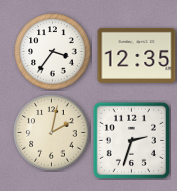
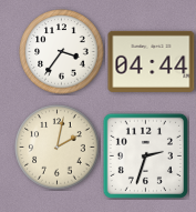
clock at (53, 52) position: (53, 52) -> (62, 52)
clock at (137, 55): 12:35 -> 04:44
